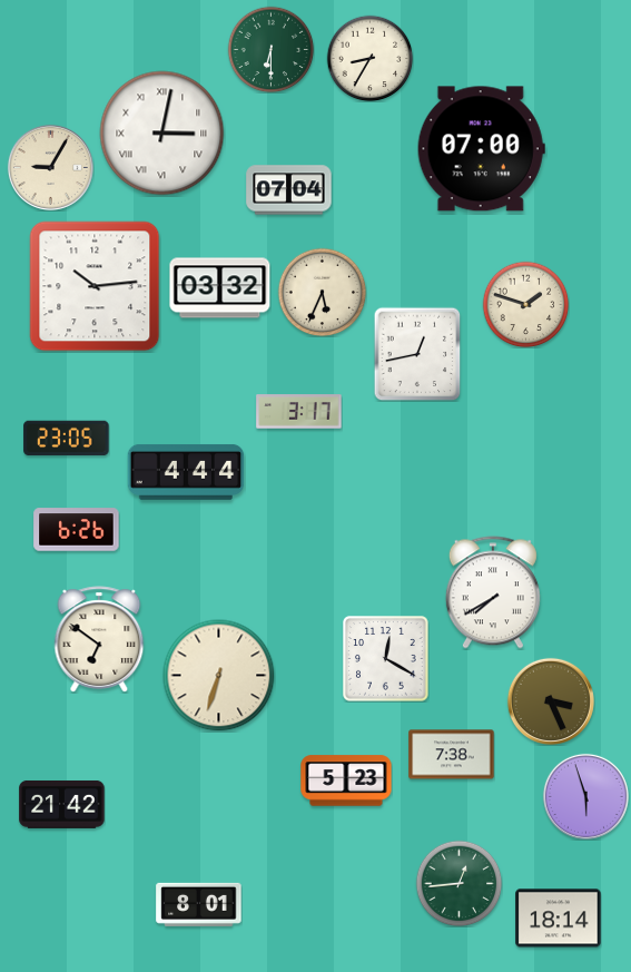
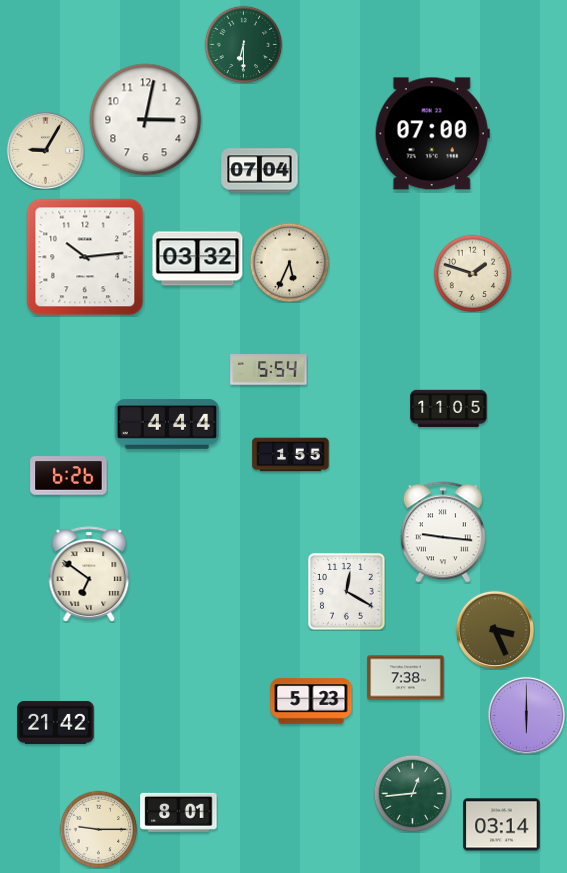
clock at (369, 58): 8:35 -> none
clock at (162, 134) numerals: Roman -> Arabic
clock at (417, 354): 12:43 -> none
clock at (299, 412): 3:17 -> 5:54
clock at (67, 439): 23:05 -> none
clock at (449, 408): none -> 11:05
clock at (291, 455): none -> 1:55
clock at (493, 592): 7:40 -> 9:16
clock at (219, 676): 6:33 -> none
clock at (585, 796): 5:57 -> 6:00
clock at (559, 919): 18:14 -> 03:14
clock at (98, 829): none -> 9:15
